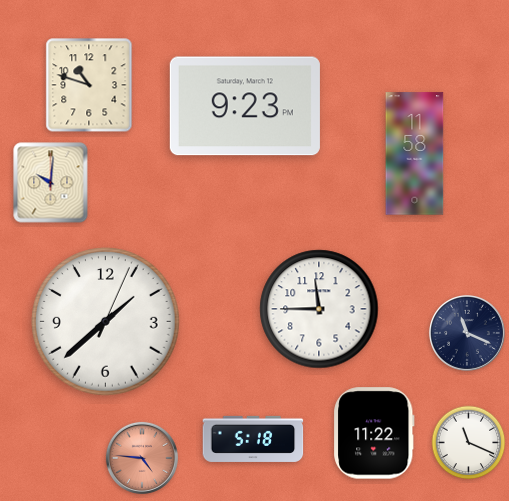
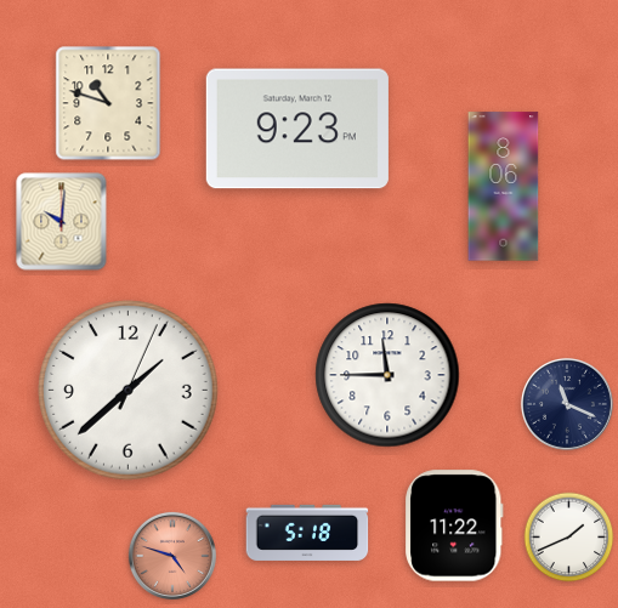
clock at (415, 154): 11:58 -> 8:06
clock at (469, 443): 11:19 -> 1:41
clock at (142, 458): 4:46 -> 4:48
